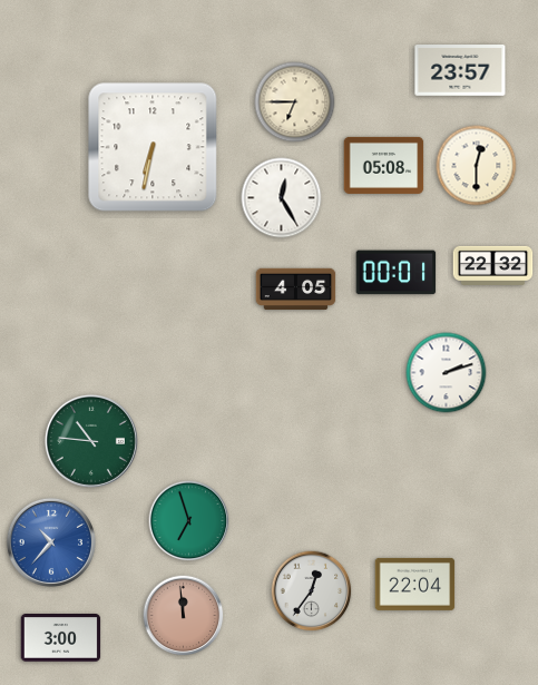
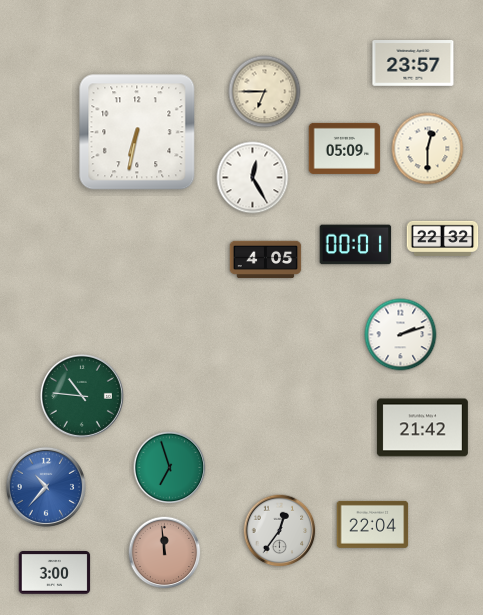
clock at (384, 165): 05:08 -> 05:09
clock at (422, 428): none -> 21:42
